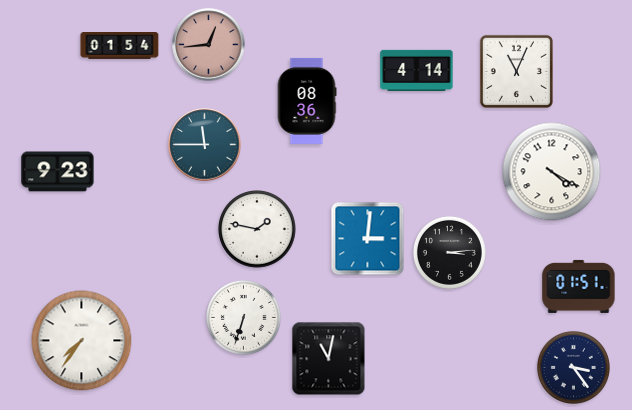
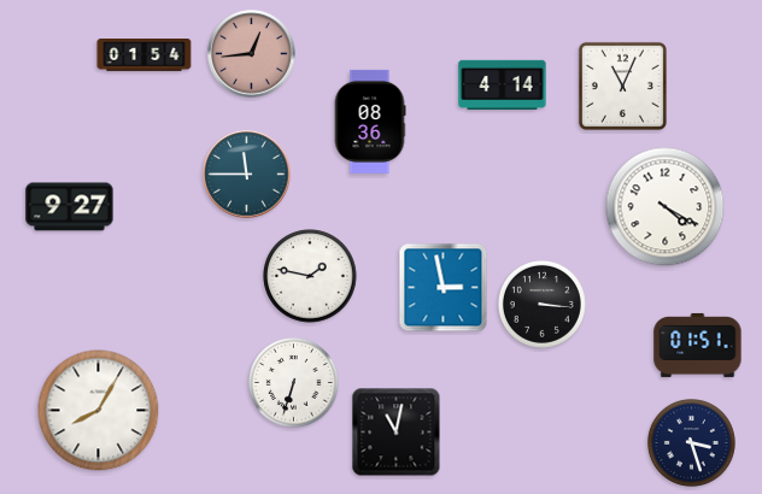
clock at (58, 172): 9:23 -> 9:27
clock at (368, 239): 3:01 -> 2:58
clock at (449, 252): 3:14 -> 3:16
clock at (82, 341): 7:36 -> 8:05
clock at (573, 367): 3:24 -> 3:27
